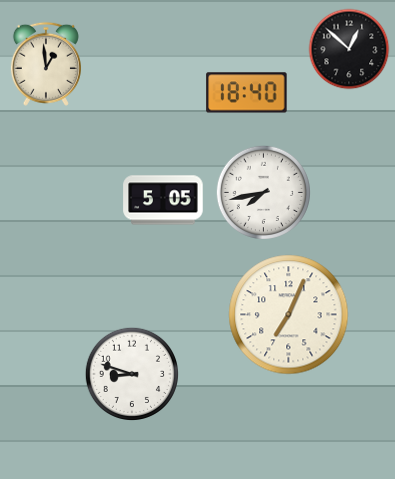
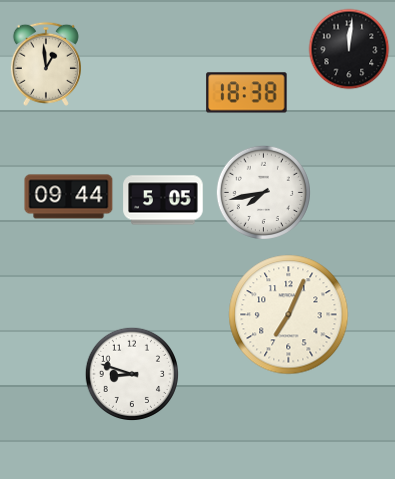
clock at (349, 49): 12:52 -> 12:01
clock at (247, 93): 18:40 -> 18:38
clock at (69, 197): none -> 09:44
